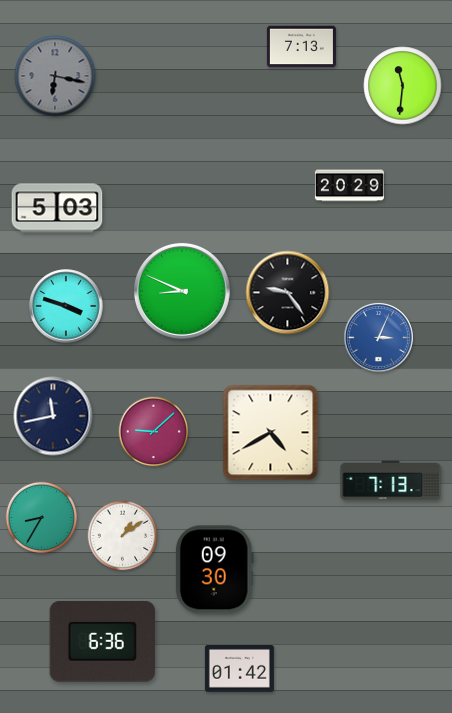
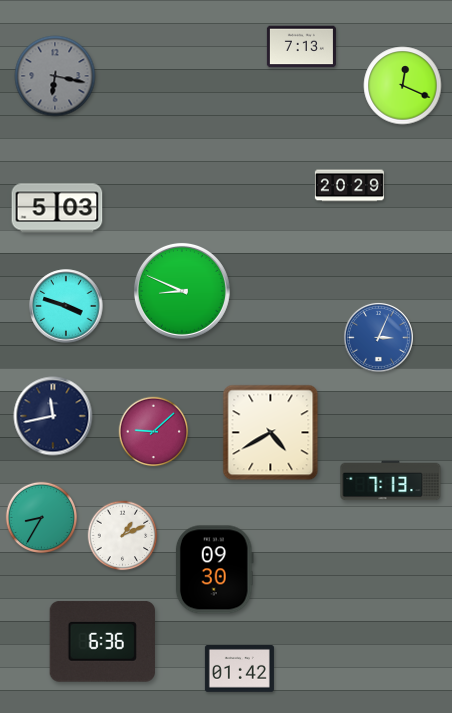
clock at (403, 86): 11:31 -> 12:19
clock at (288, 293): 9:24 -> none
clock at (123, 536): 1:09 -> 1:11
